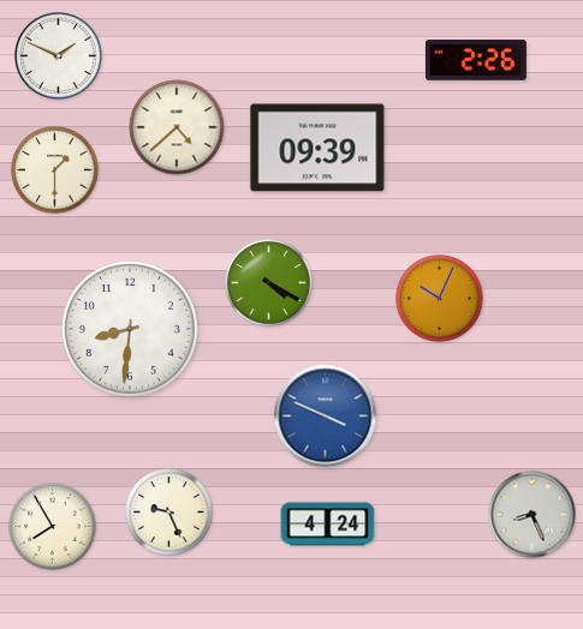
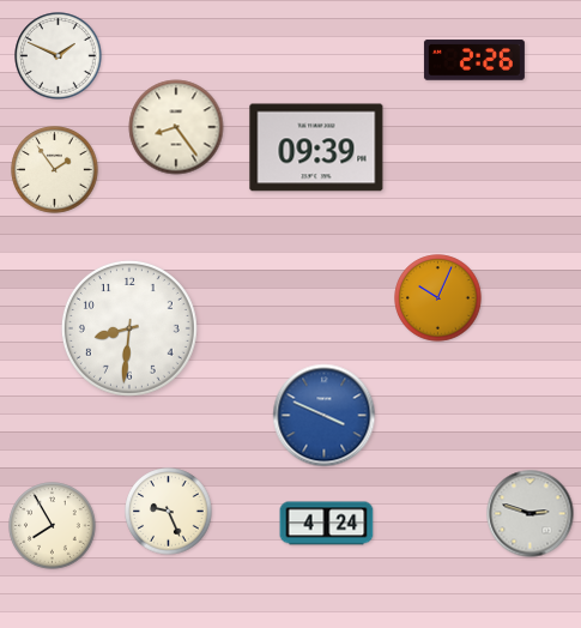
clock at (177, 127): 4:38 -> 8:24
clock at (55, 170): 1:30 -> 1:54
clock at (269, 283): 4:20 -> none
clock at (533, 515): 8:26 -> 2:48
